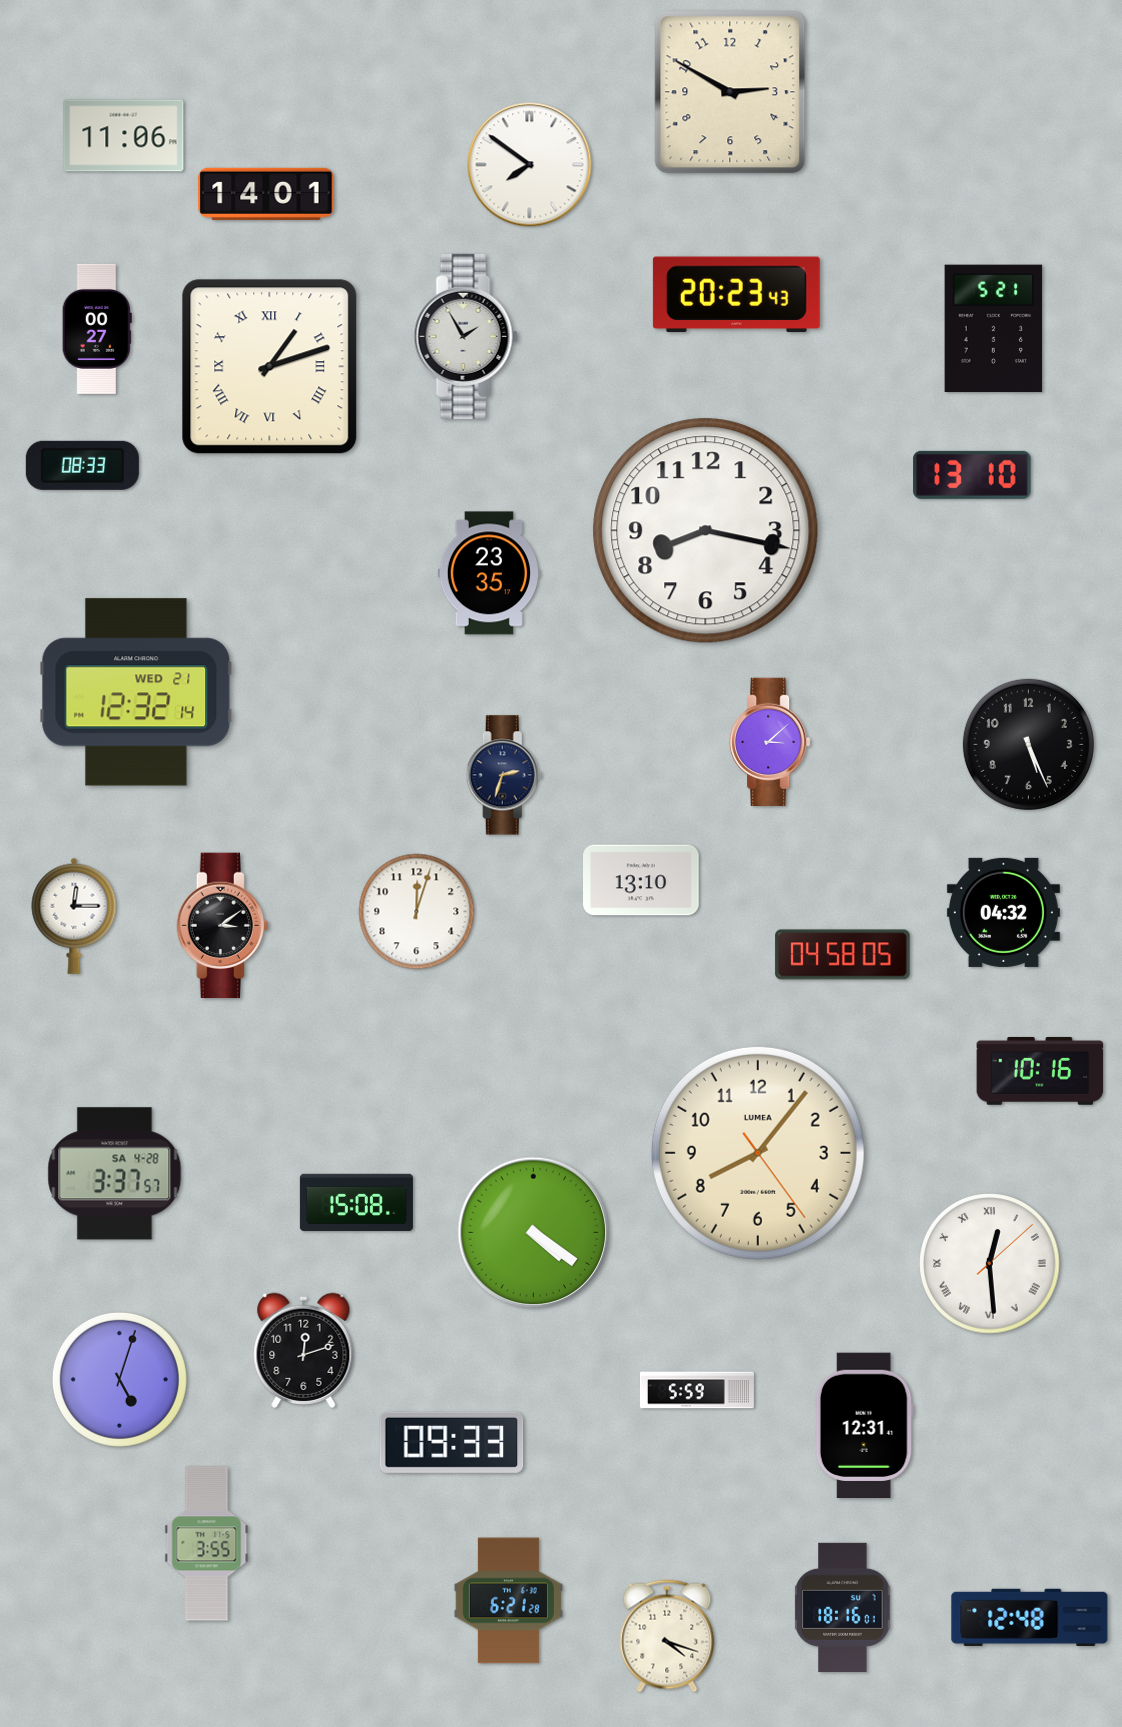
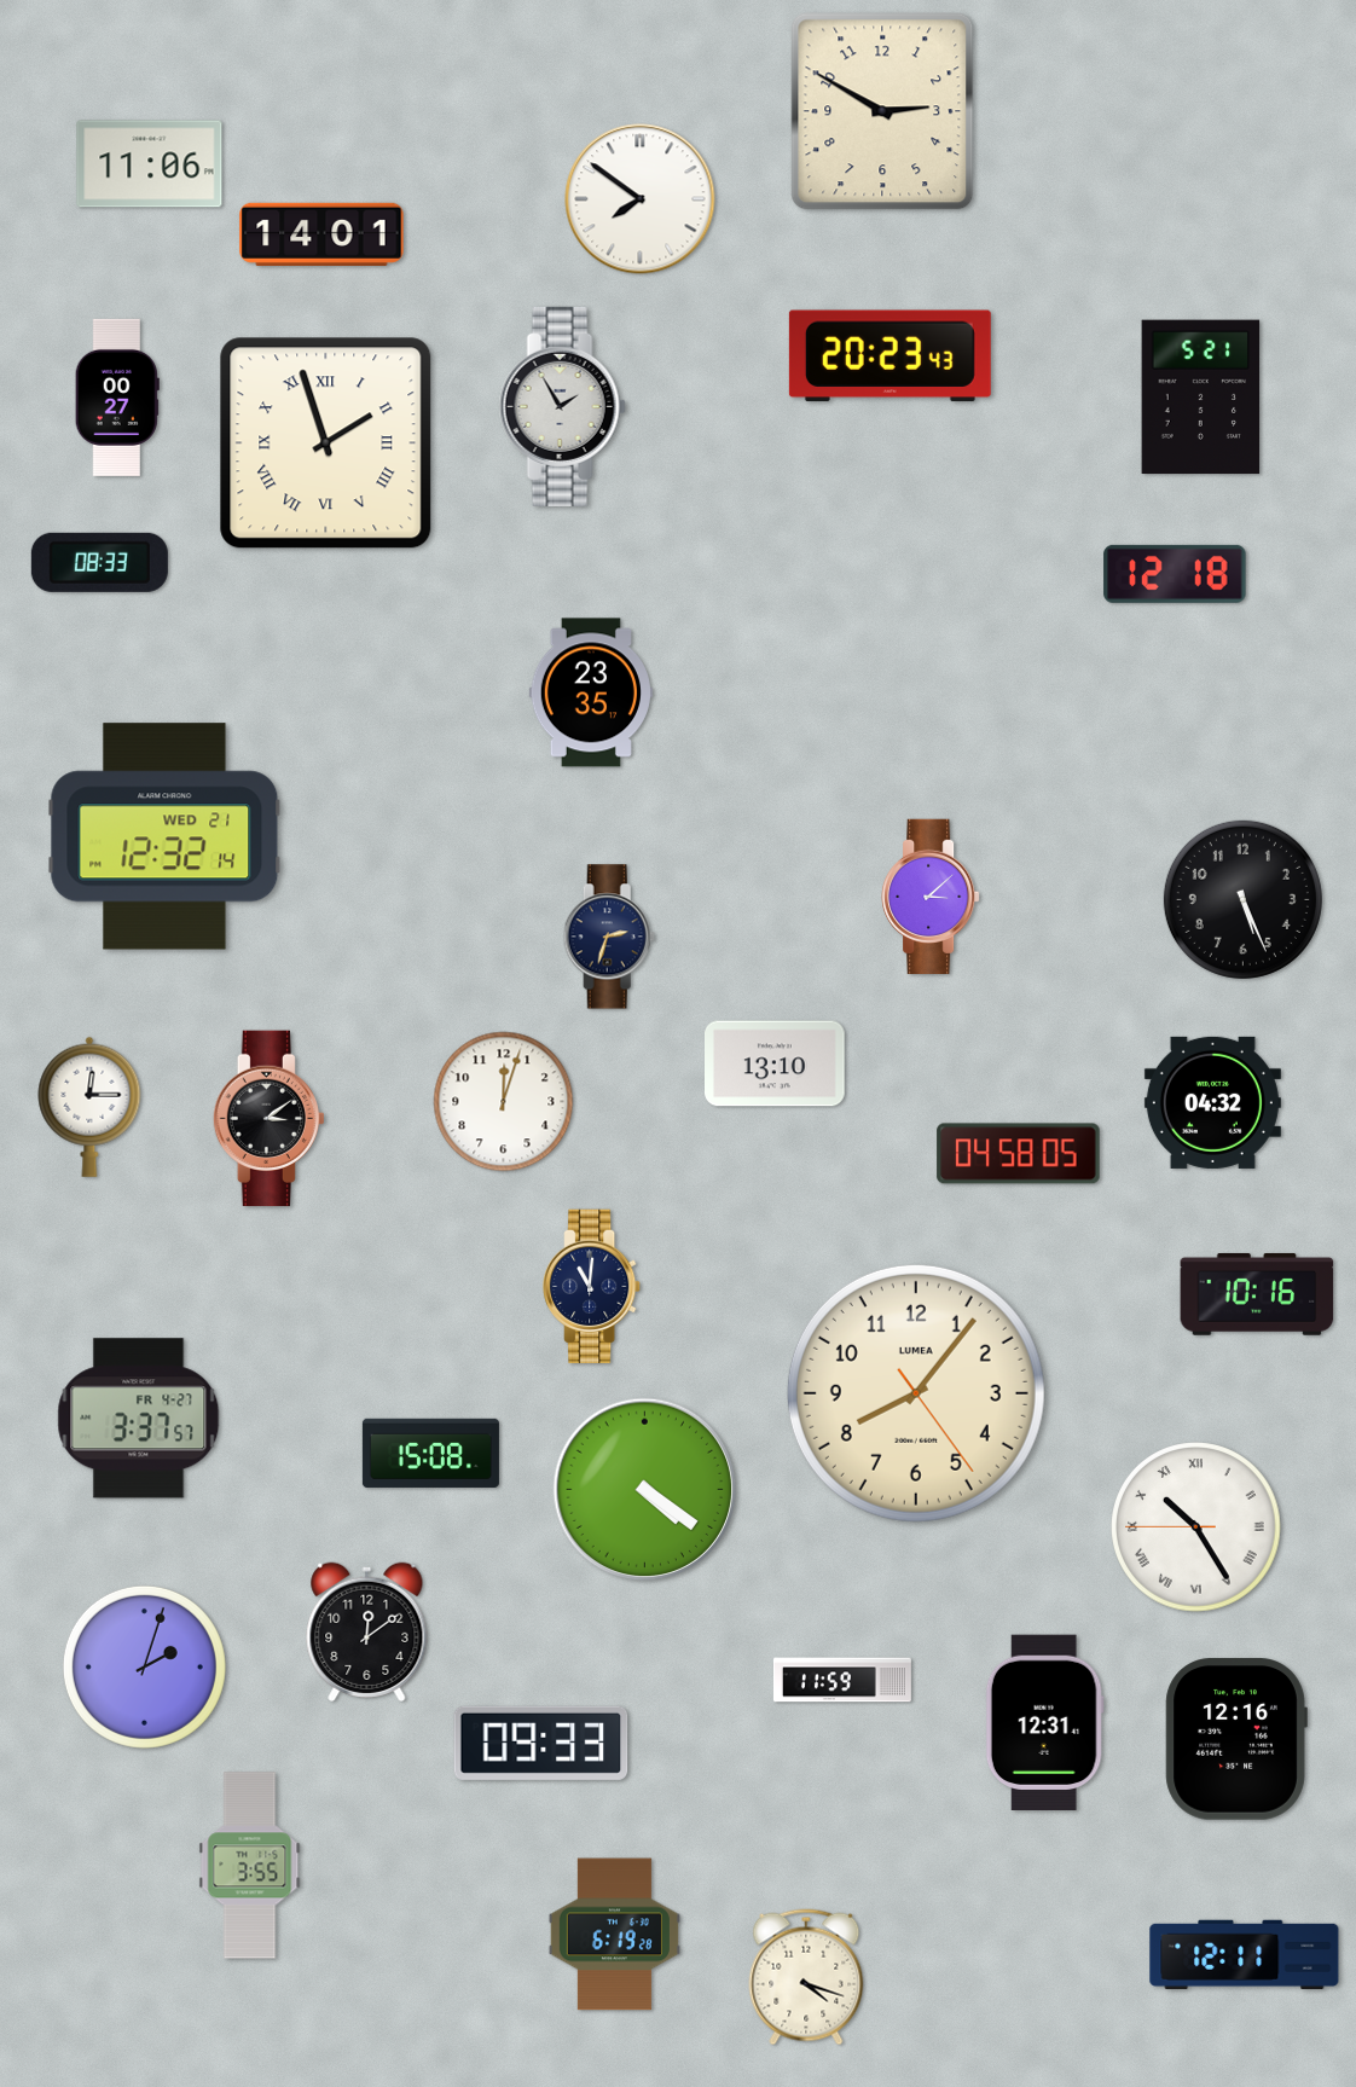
clock at (270, 367): 1:12 -> 1:57
clock at (972, 475): 13:10 -> 12:18
clock at (706, 531): 8:17 -> none
clock at (592, 1287): none -> 11:01
clock at (115, 1174) date: SA 4-28 -> FR 4-27
clock at (990, 1264): 12:29 -> 10:24
clock at (304, 1350): 12:12 -> 12:09
clock at (119, 1379): 5:03 -> 2:03
clock at (697, 1390): 5:59 -> 11:59
clock at (1236, 1740): none -> 12:16
clock at (452, 1442) position: (452, 1442) -> (541, 1743)
clock at (508, 1601): 6:21 -> 6:19
clock at (843, 1607): 18:16 -> none
clock at (1030, 1617): 12:48 -> 12:11
